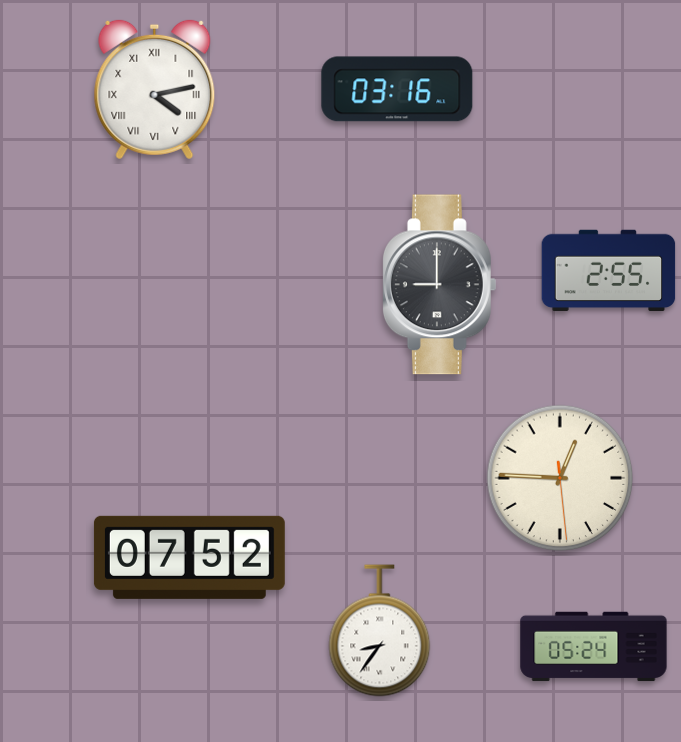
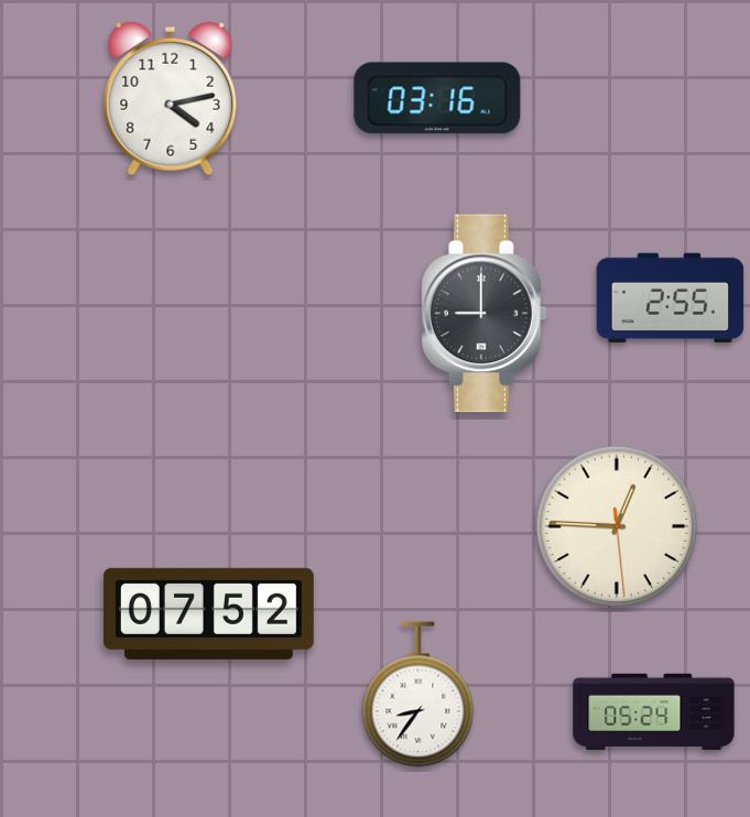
clock at (155, 90) numerals: Roman -> Arabic
